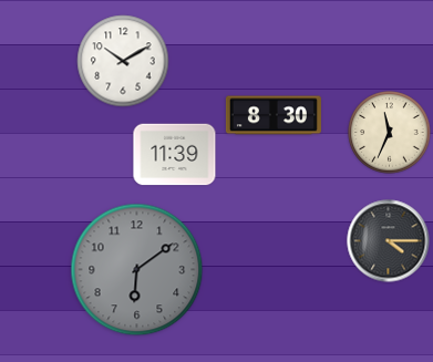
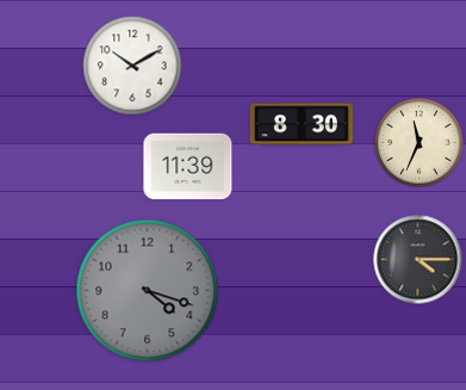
clock at (274, 115) position: (274, 115) -> (302, 124)
clock at (137, 270): 6:09 -> 4:18
